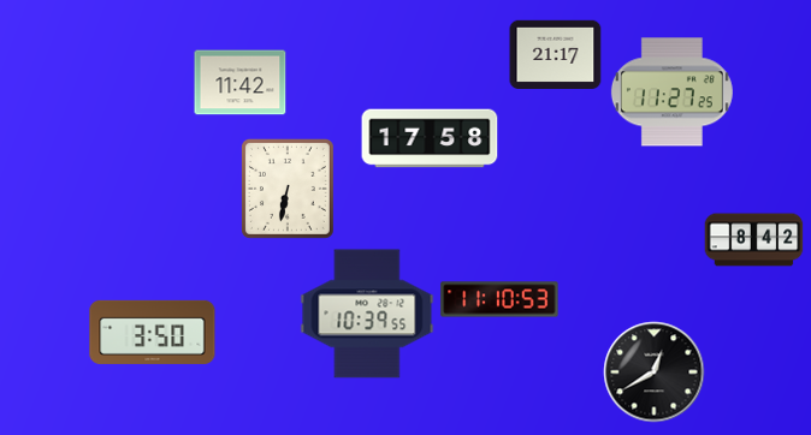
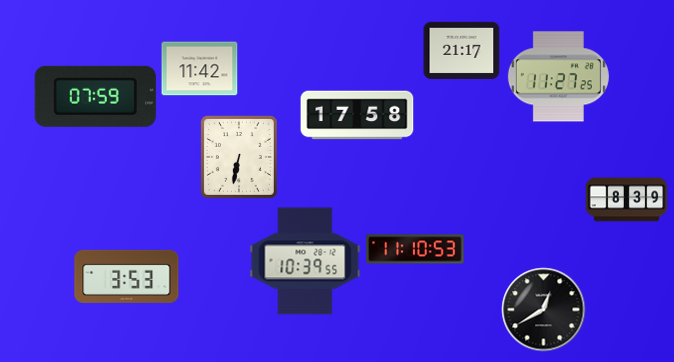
clock at (556, 54) position: (556, 54) -> (462, 50)
clock at (95, 96): none -> 07:59
clock at (754, 240): 8:42 -> 8:39
clock at (153, 332): 3:50 -> 3:53
